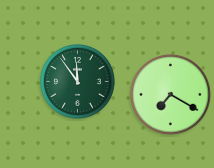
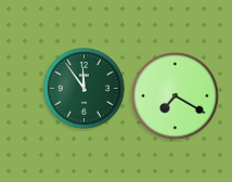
clock at (171, 95) position: (171, 95) -> (176, 96)
